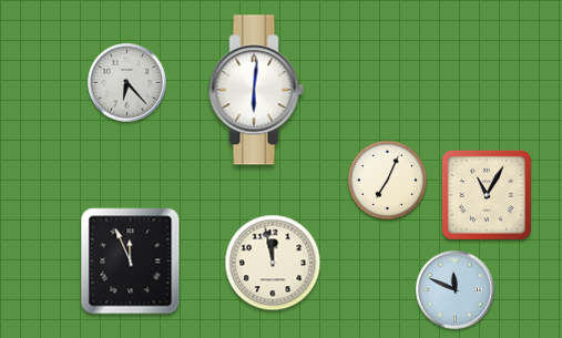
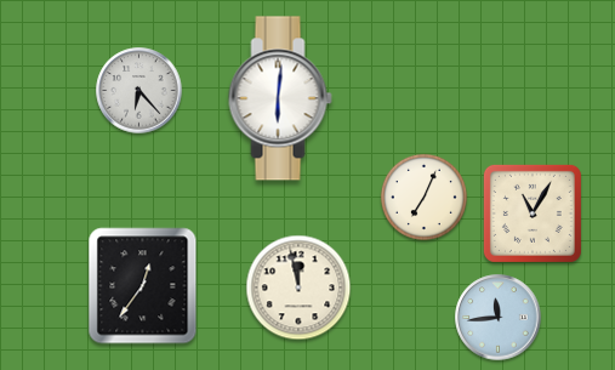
clock at (131, 262): 11:56 -> 12:36
clock at (456, 290): 11:49 -> 11:44
